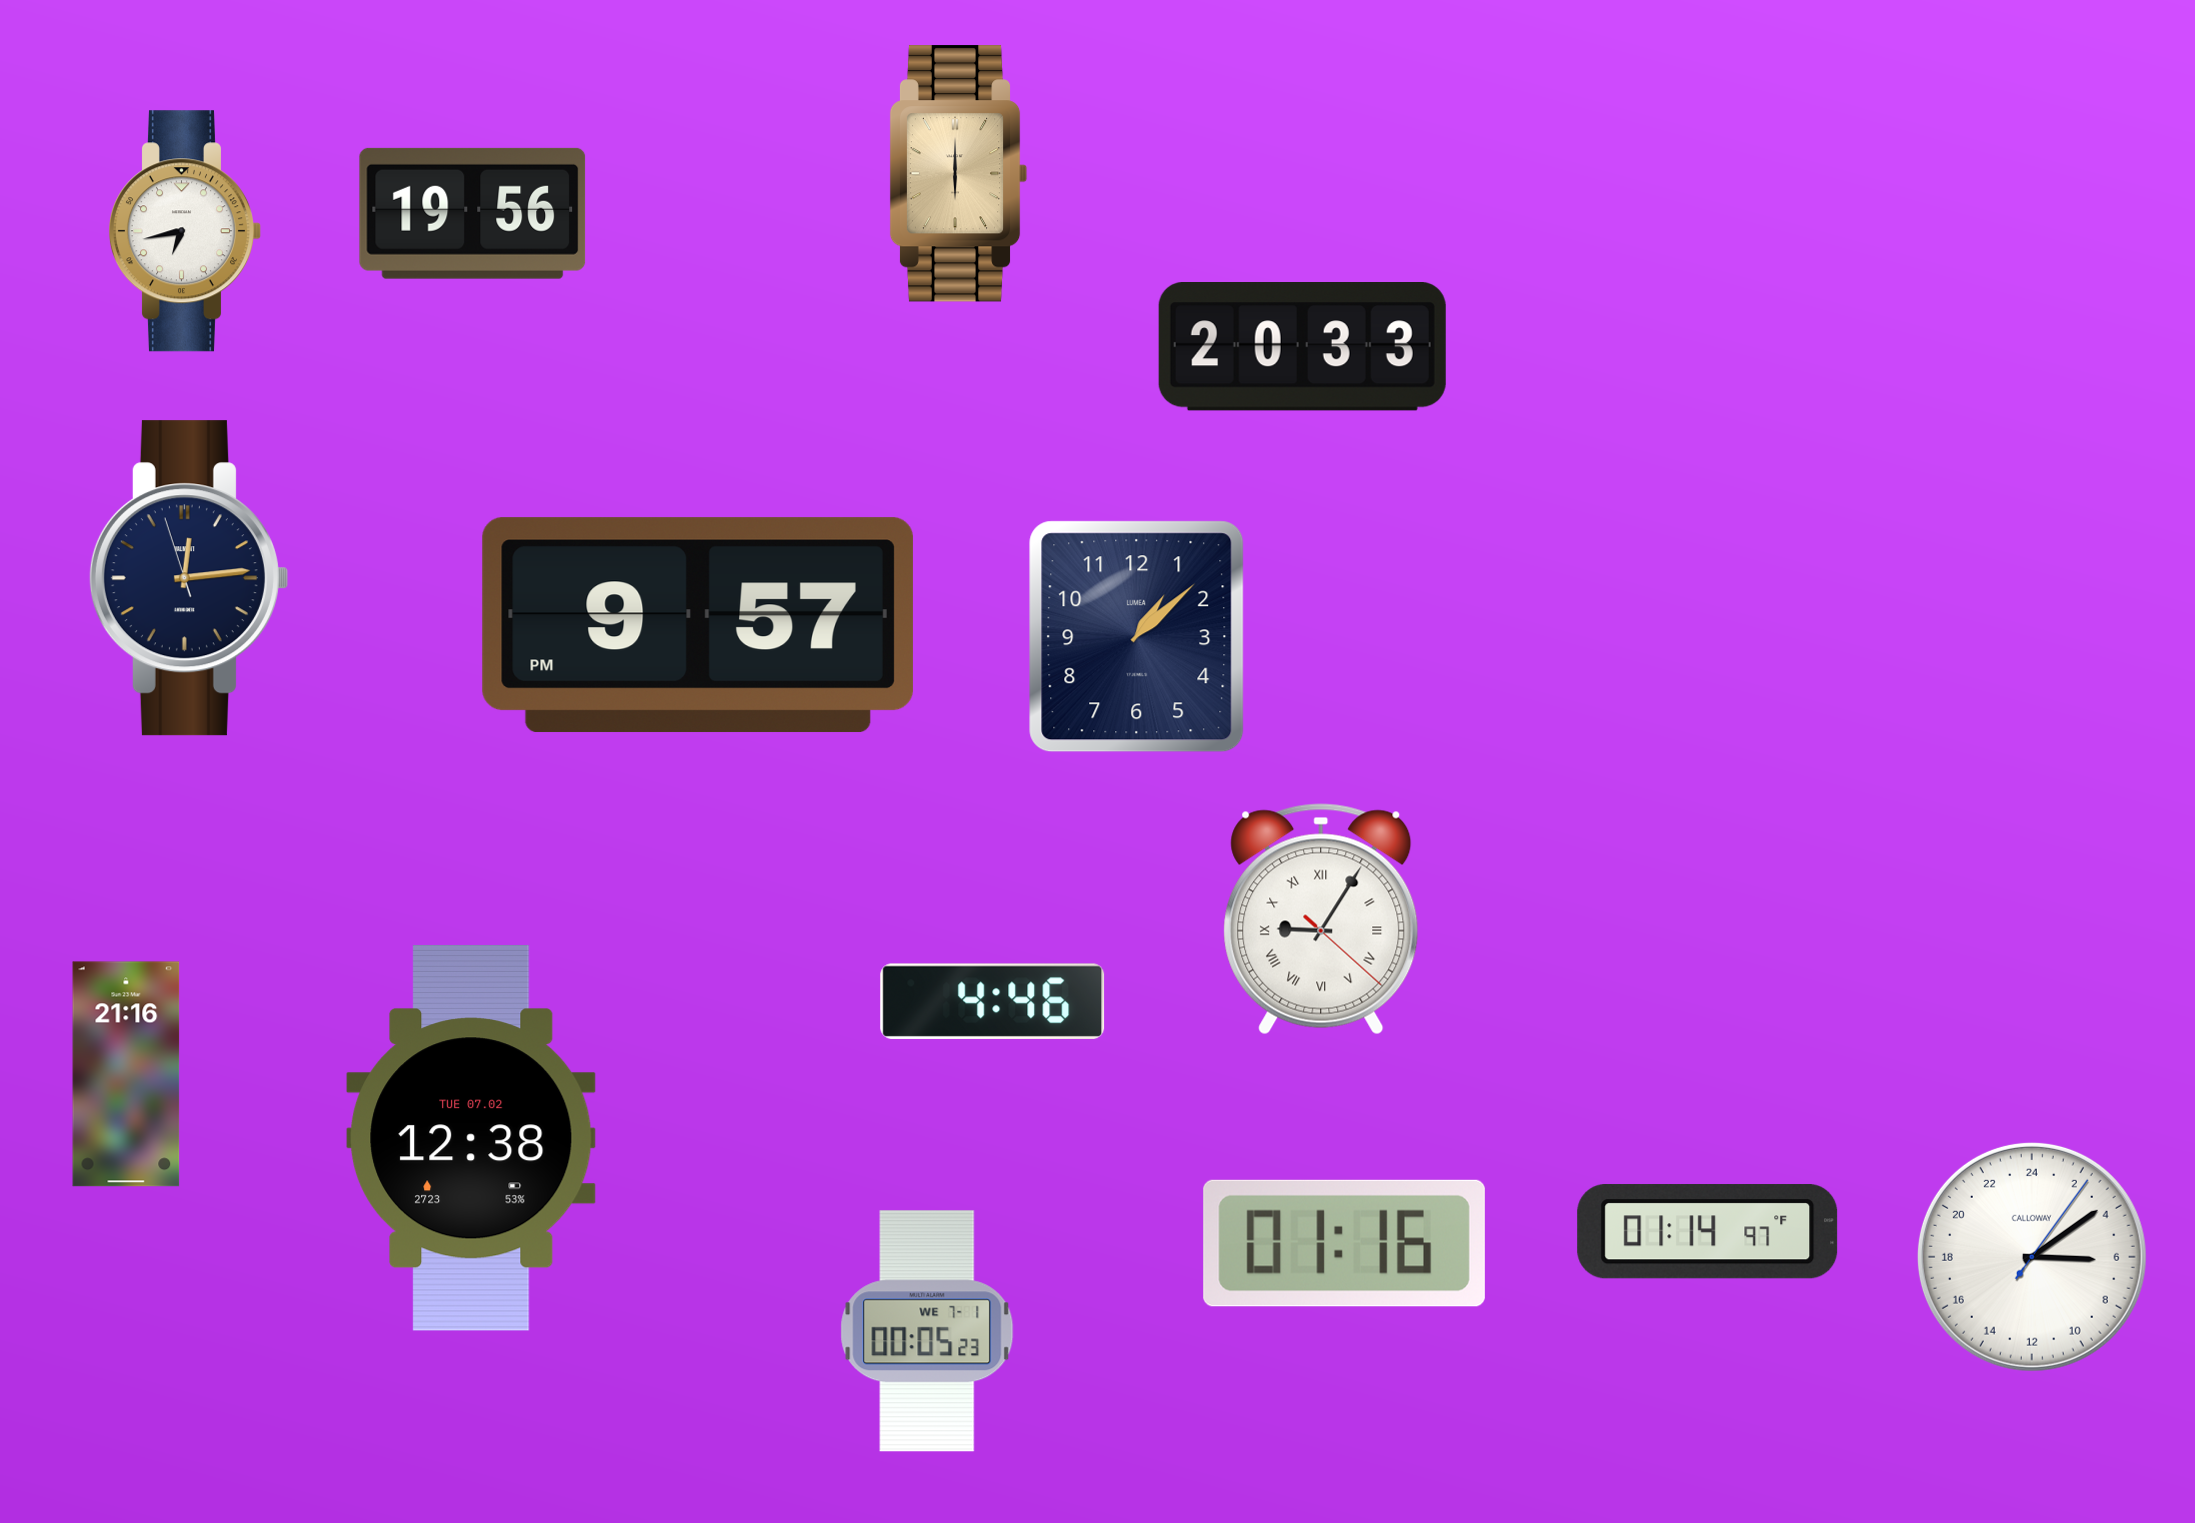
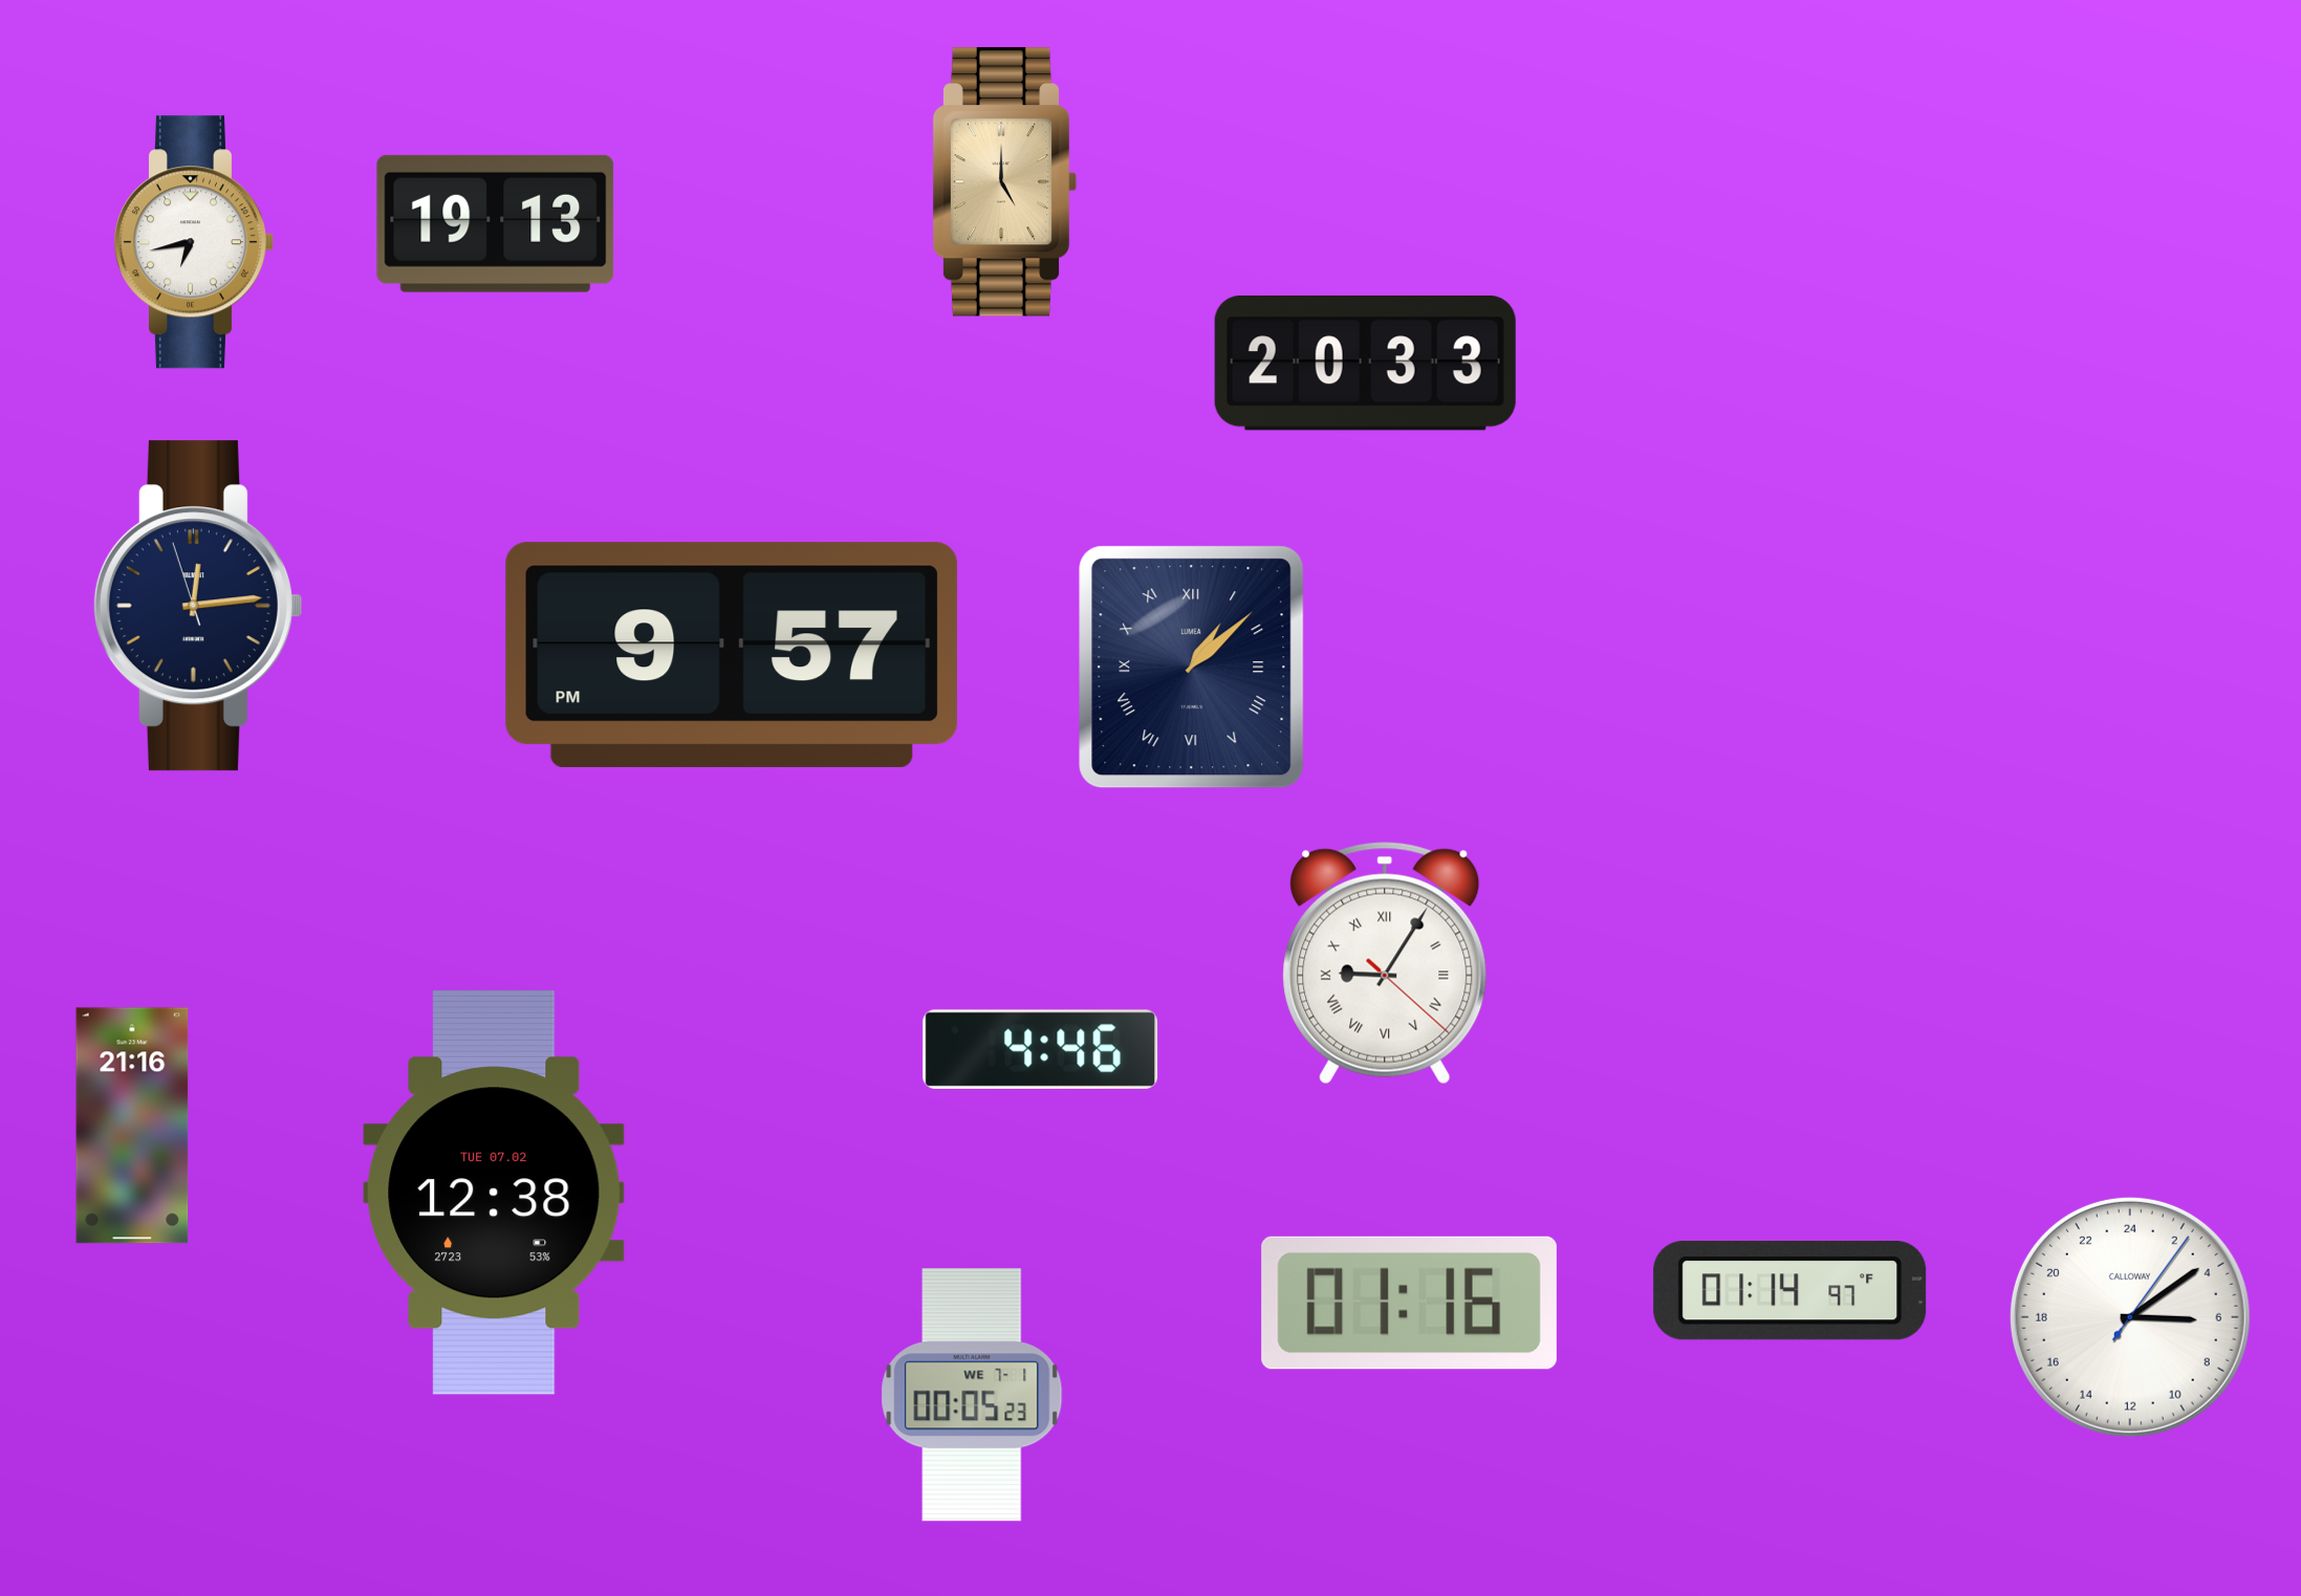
clock at (959, 174): 6:00 -> 5:00
clock at (473, 213): 19:56 -> 19:13
clock at (1137, 637) numerals: Arabic -> Roman
